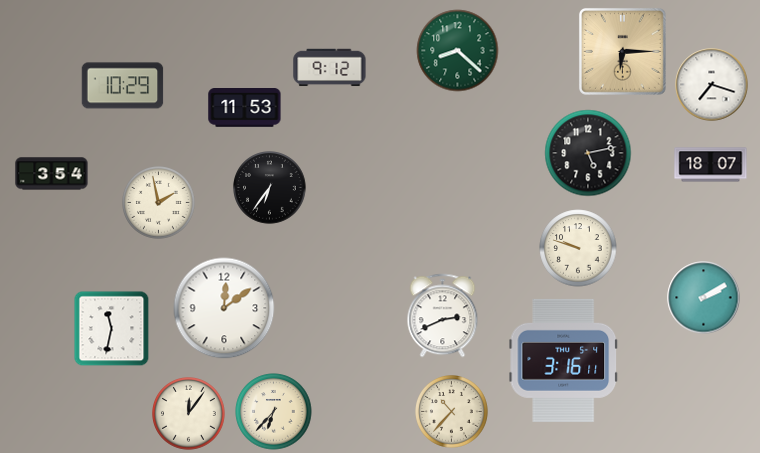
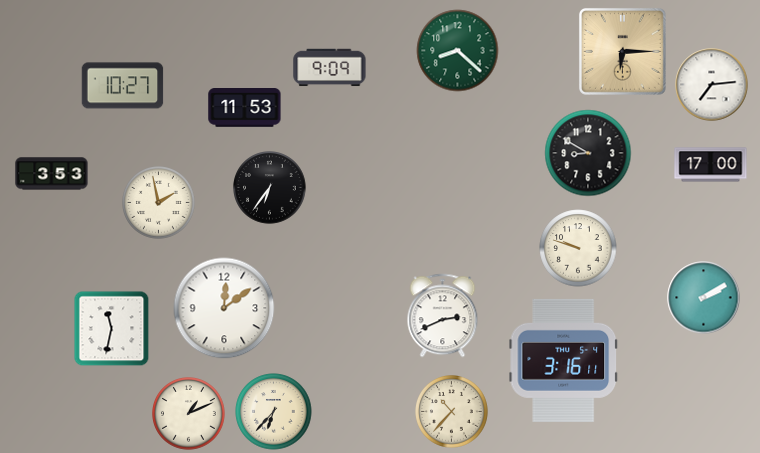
clock at (330, 68): 9:12 -> 9:09
clock at (712, 85): 7:18 -> 7:14
clock at (123, 86): 10:29 -> 10:27
clock at (588, 153): 5:13 -> 8:50
clock at (711, 165): 18:07 -> 17:00
clock at (52, 174): 3:54 -> 3:53
clock at (189, 414): 12:06 -> 1:11
